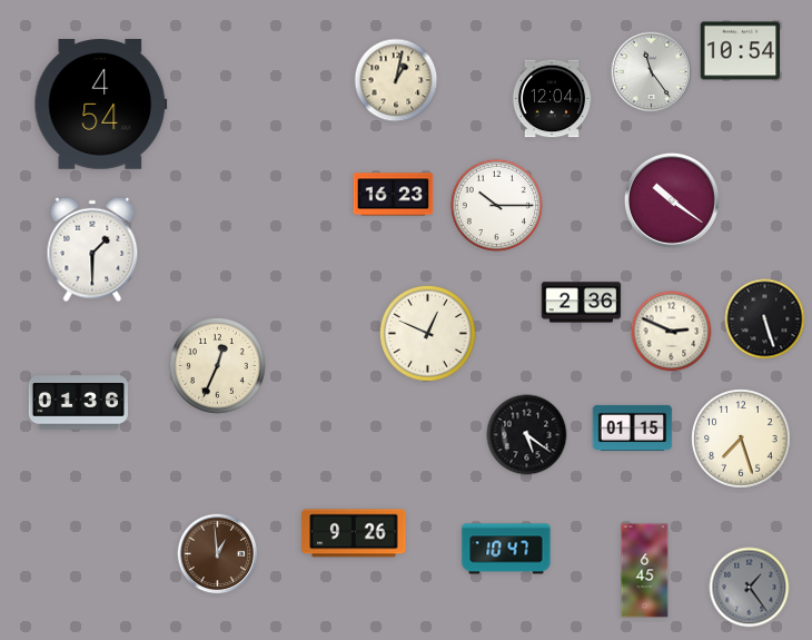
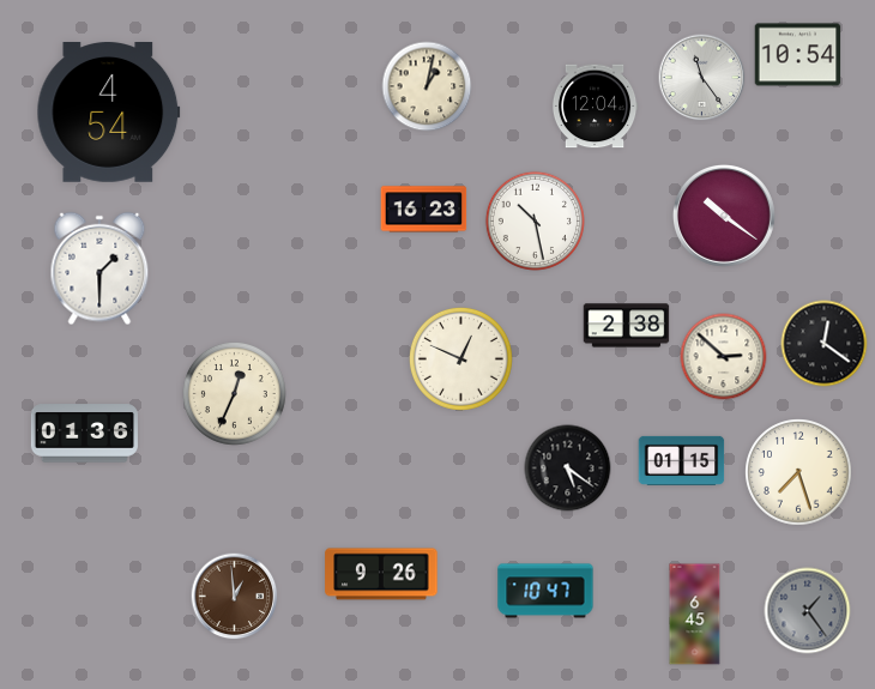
clock at (496, 205): 10:15 -> 10:28
clock at (582, 303): 2:36 -> 2:38
clock at (765, 319): 5:27 -> 12:21
clock at (672, 332): 2:49 -> 2:52
clock at (750, 588) position: (750, 588) -> (808, 611)
